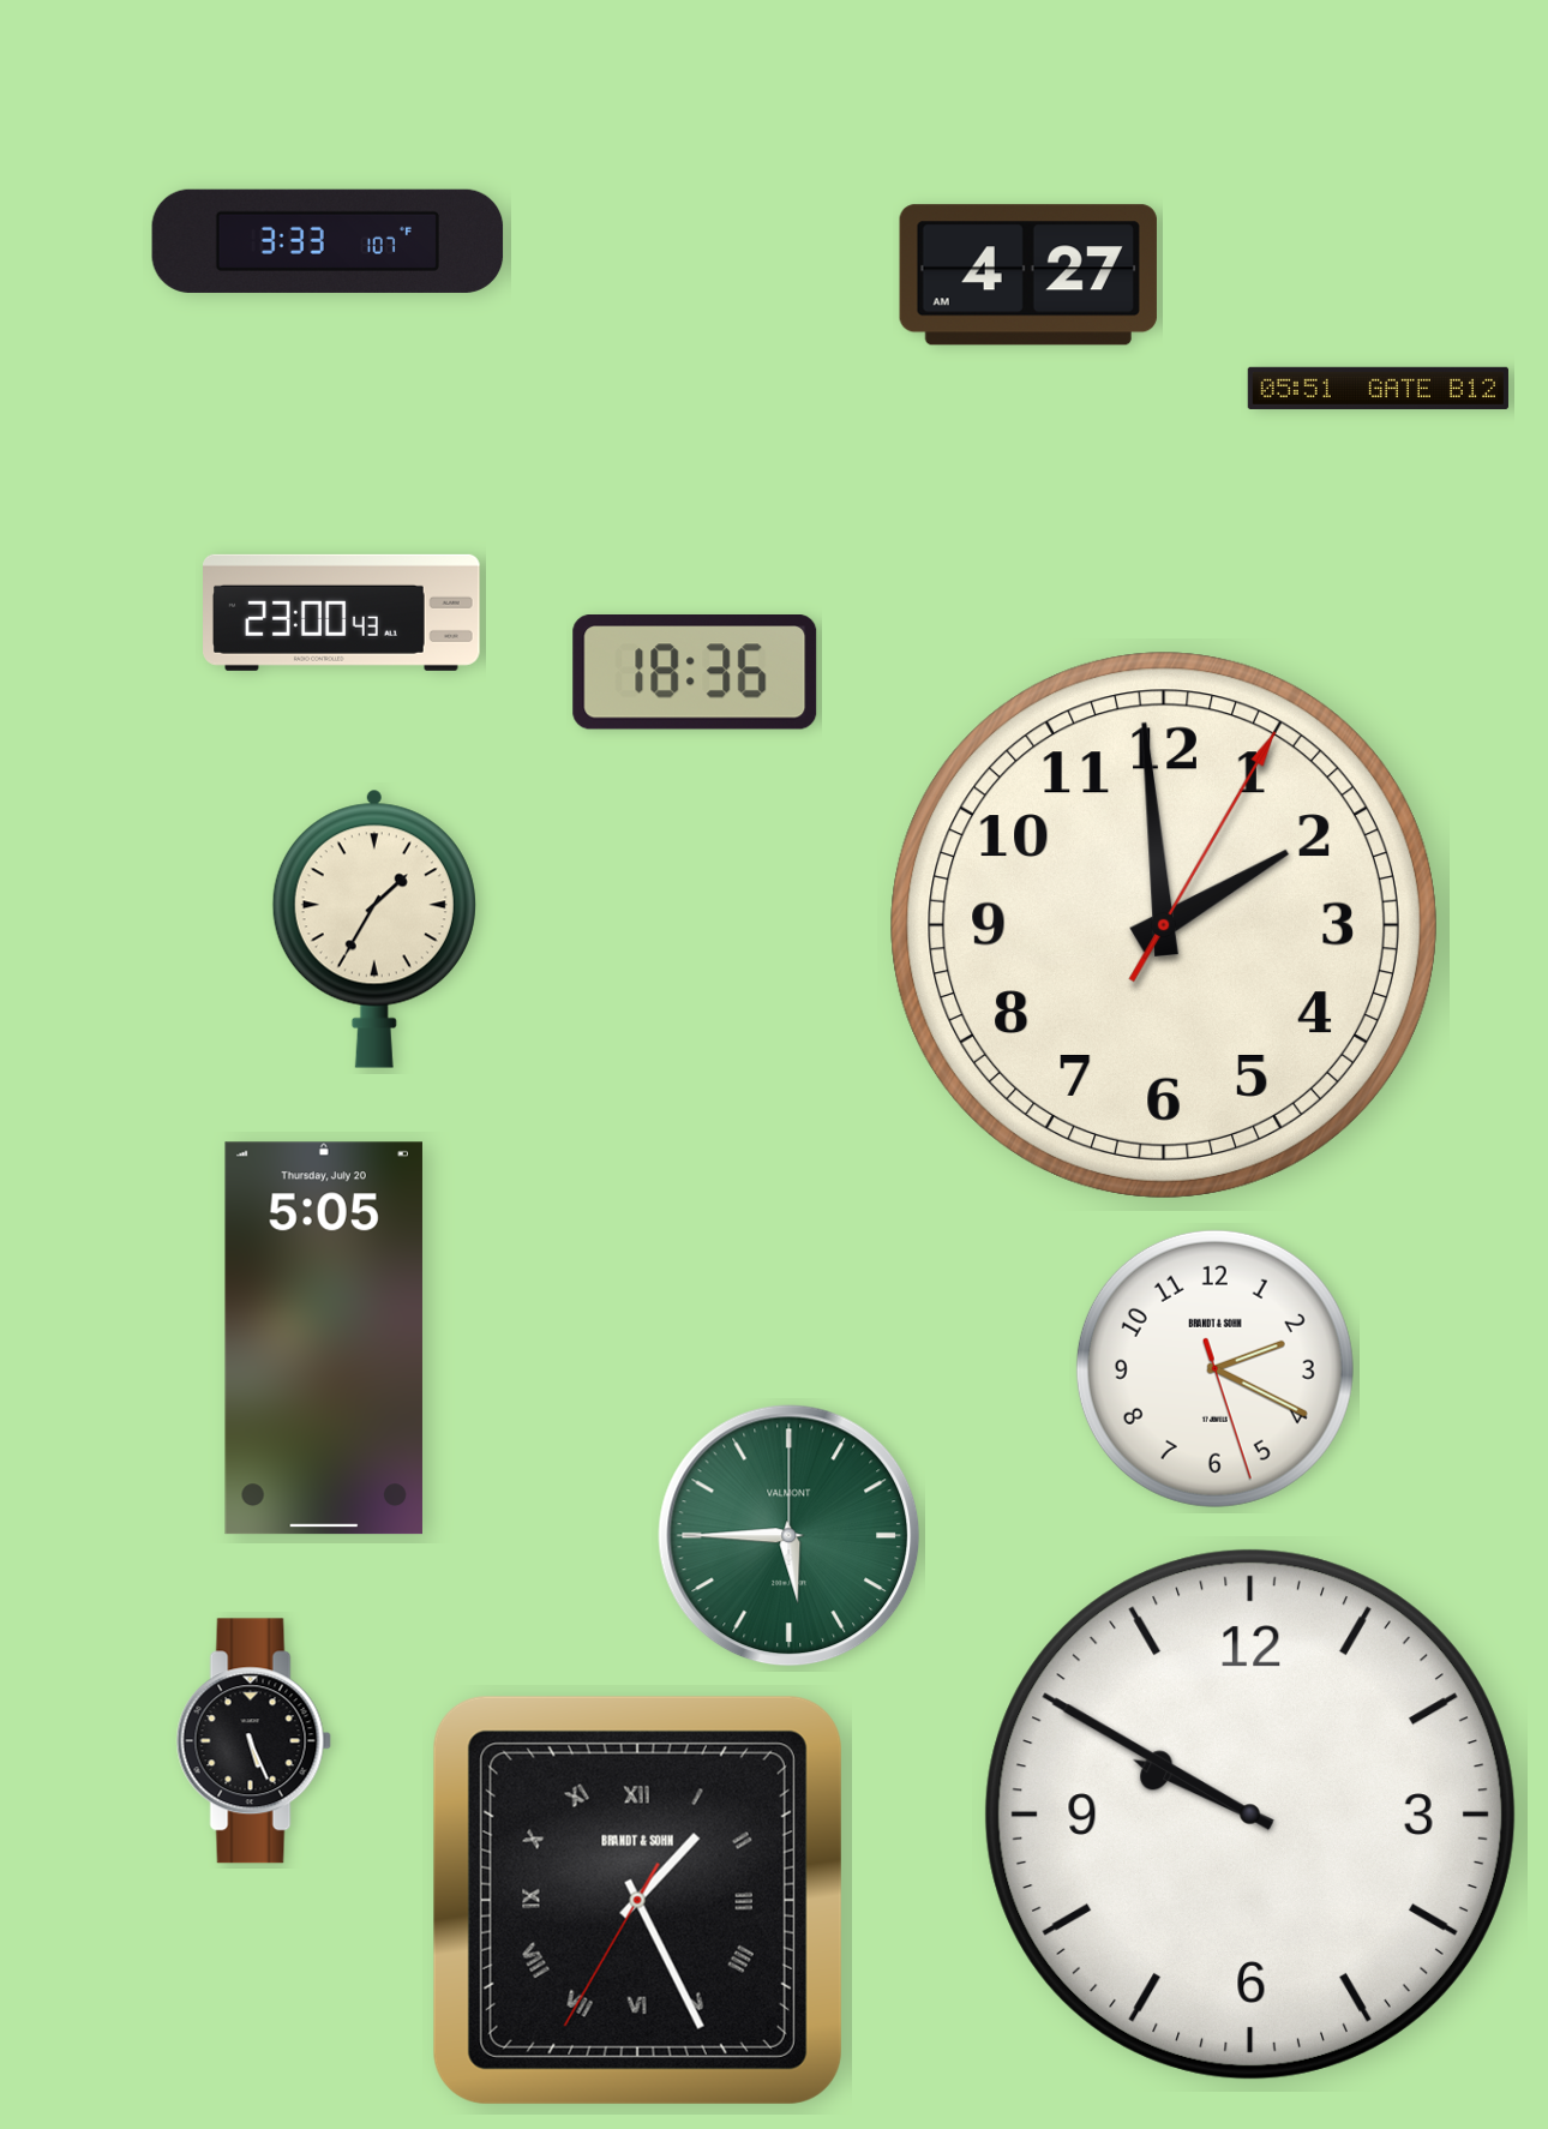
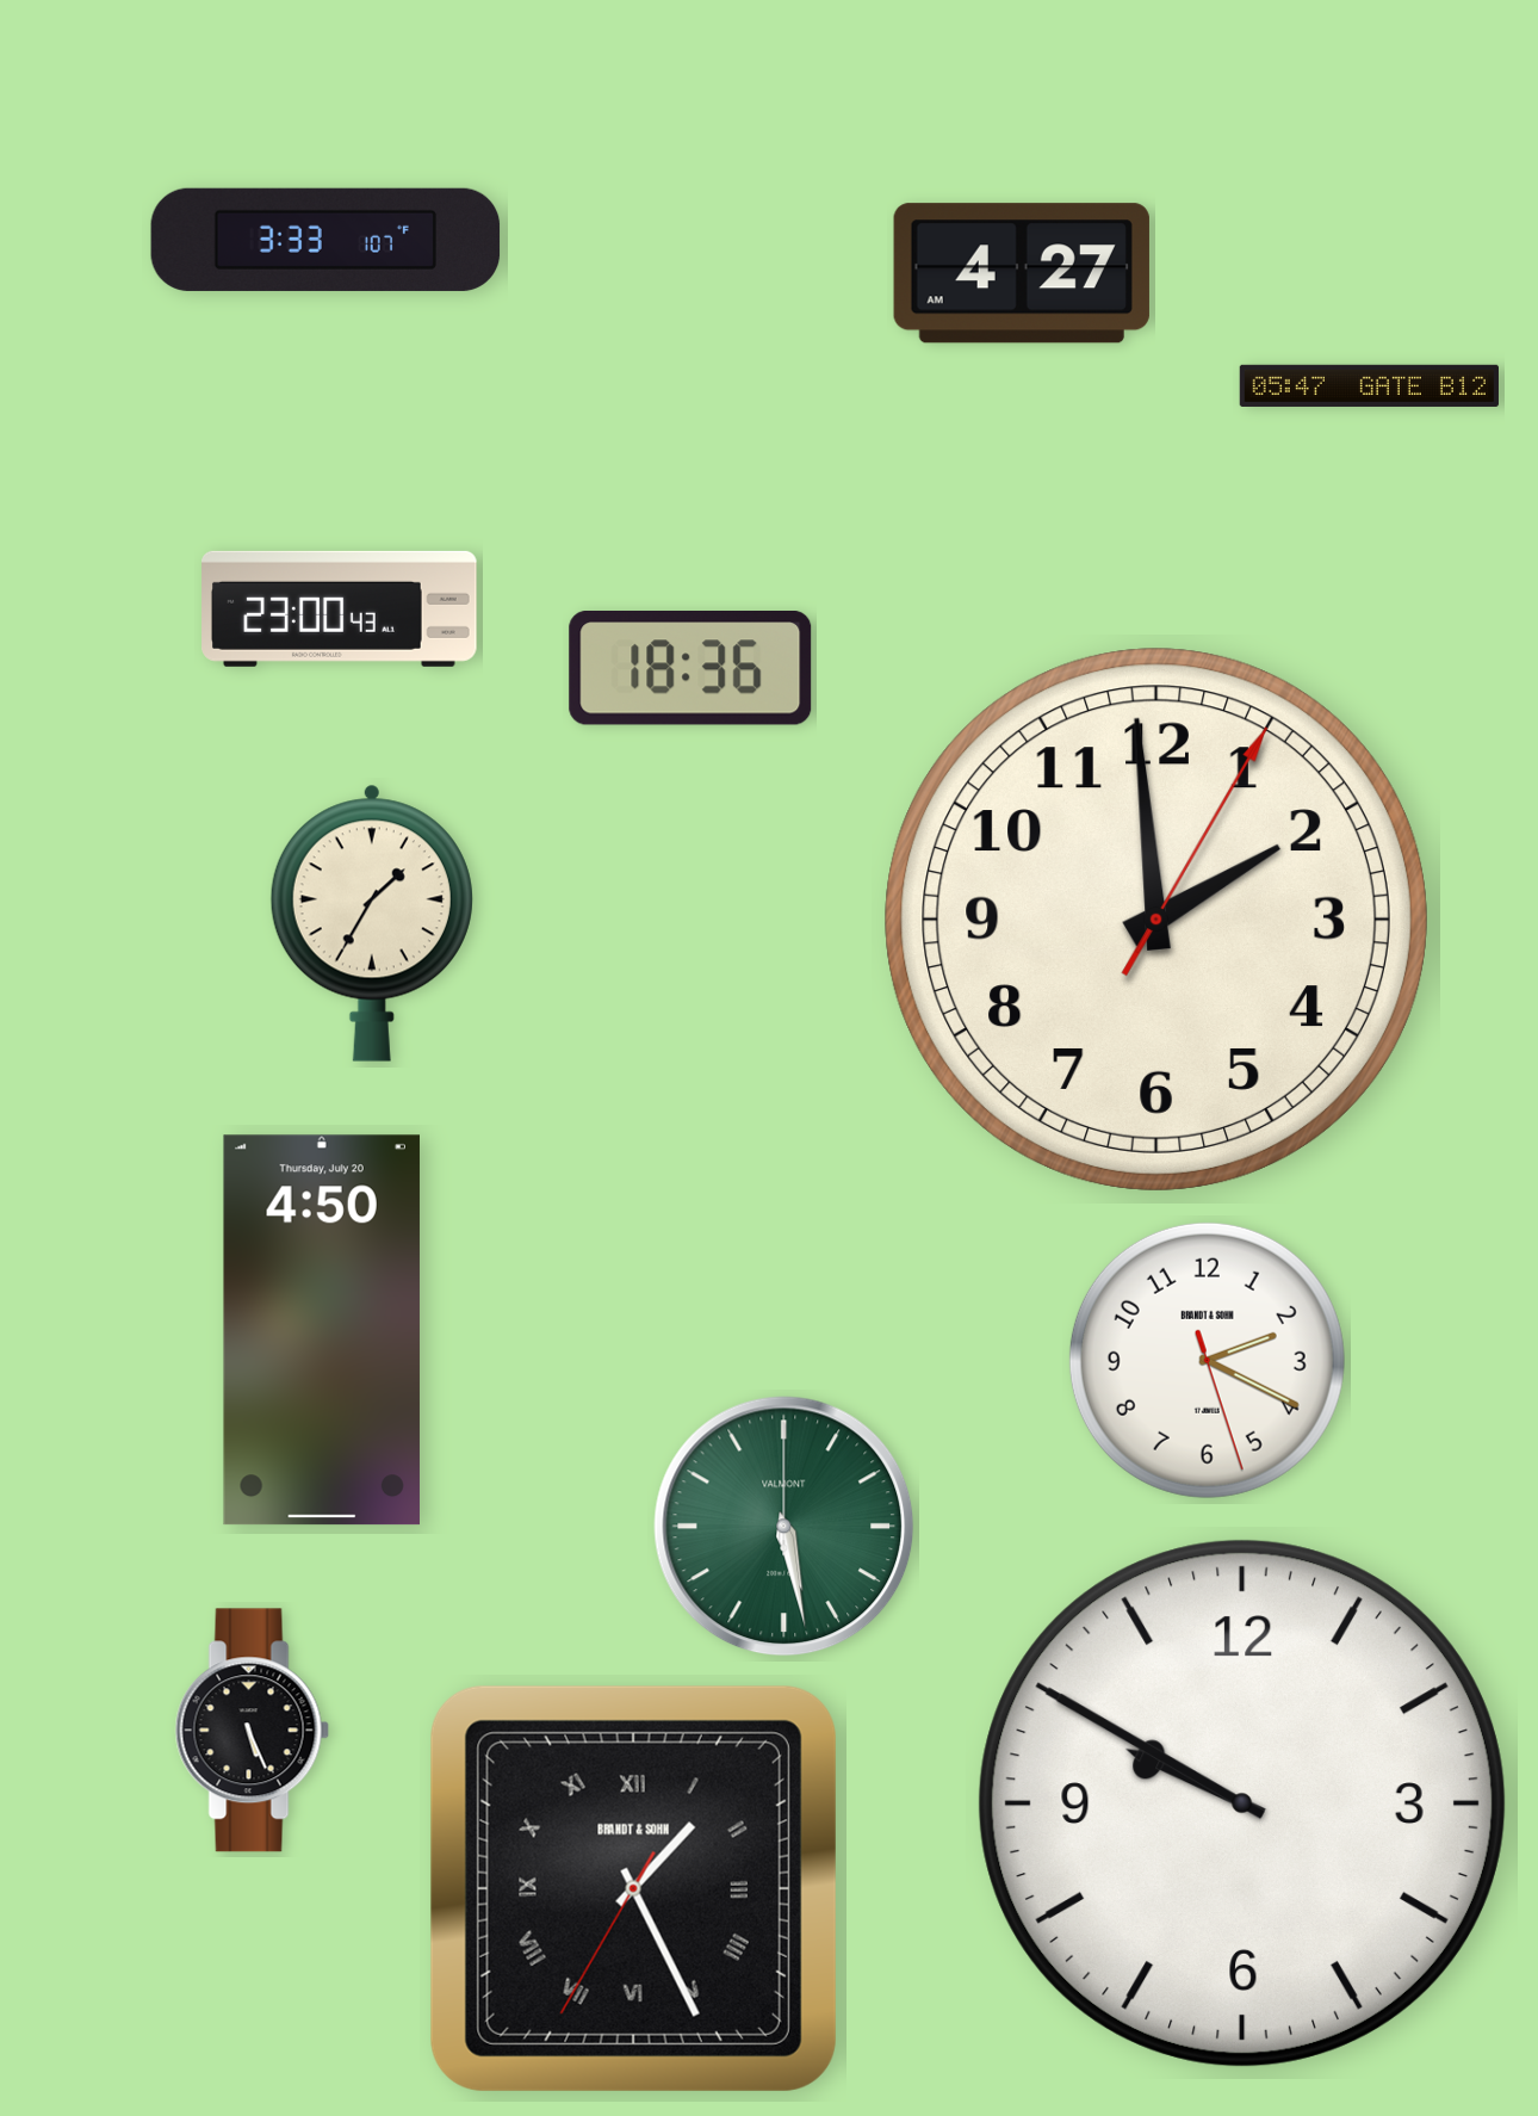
clock at (1378, 388): 05:51 -> 05:47
clock at (324, 1338): 5:05 -> 4:50
clock at (790, 1536): 5:45 -> 5:28
